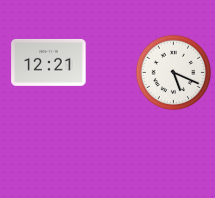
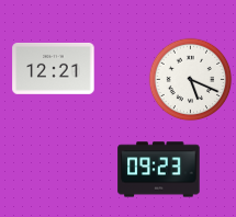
clock at (159, 170): none -> 09:23
